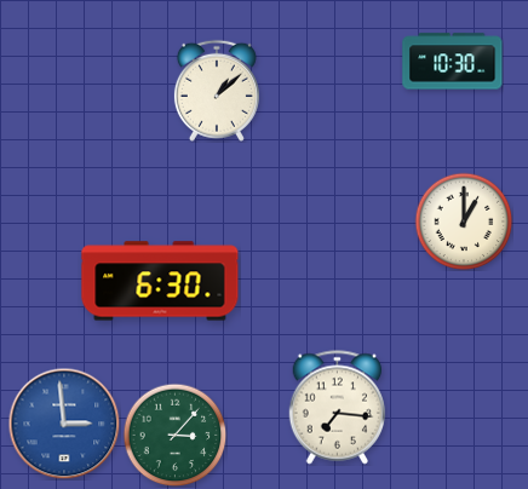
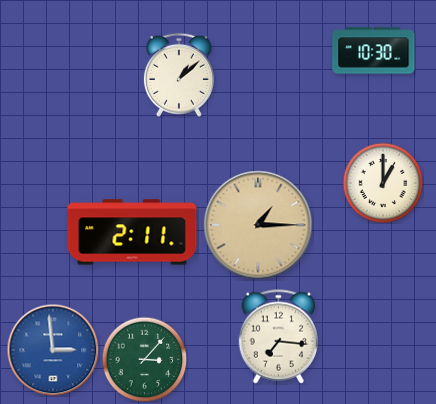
clock at (258, 225): none -> 1:15
clock at (160, 281): 6:30 -> 2:11
